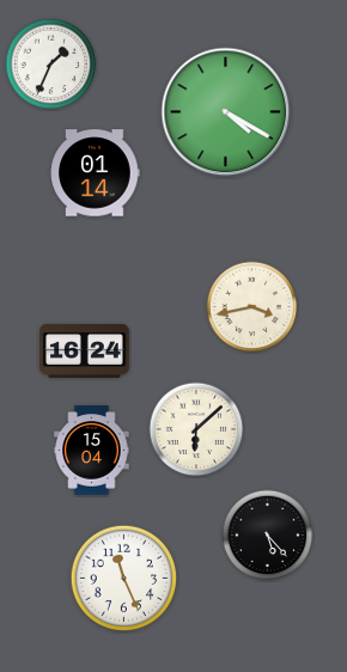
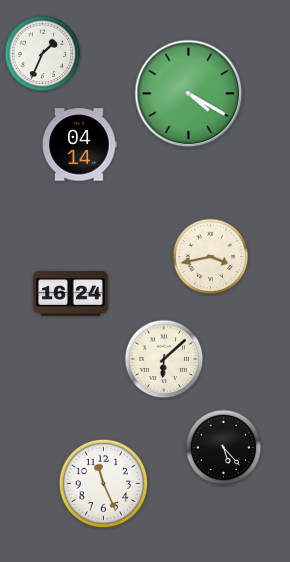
clock at (95, 173): 01:14 -> 04:14
clock at (92, 451): 15:04 -> none
